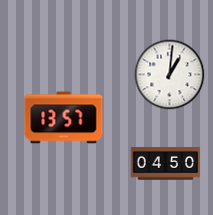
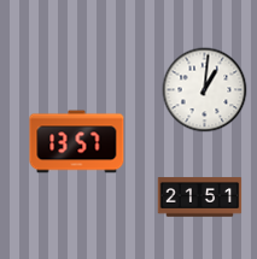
clock at (166, 164): 04:50 -> 21:51
